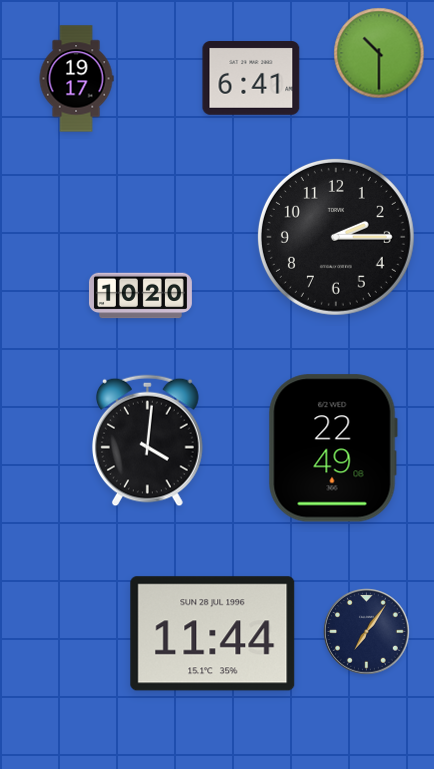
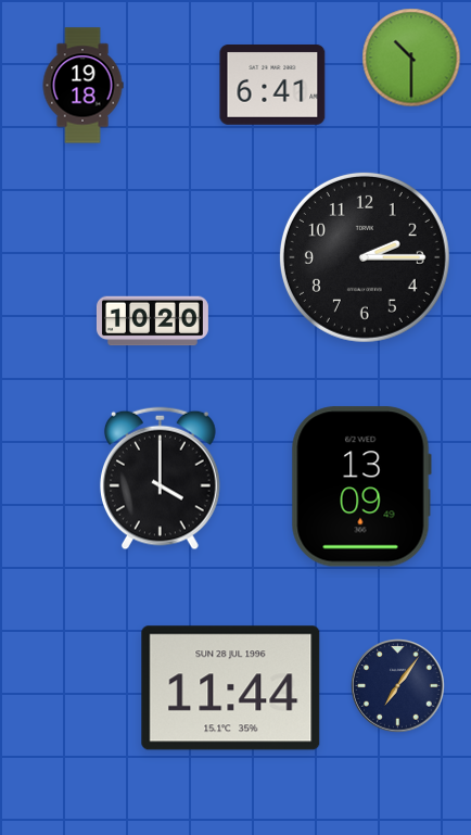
clock at (76, 79): 19:17 -> 19:18
clock at (147, 441): 4:01 -> 4:00
clock at (333, 448): 22:49 -> 13:09
